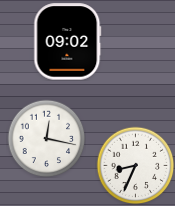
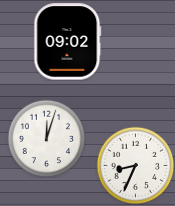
clock at (46, 138): 12:17 -> 12:03
